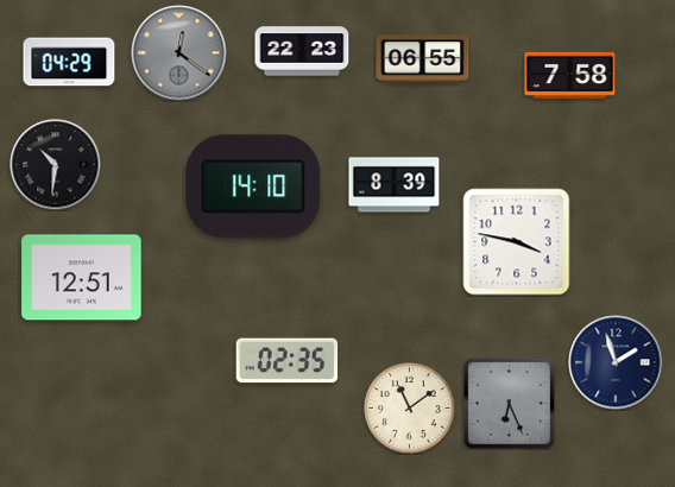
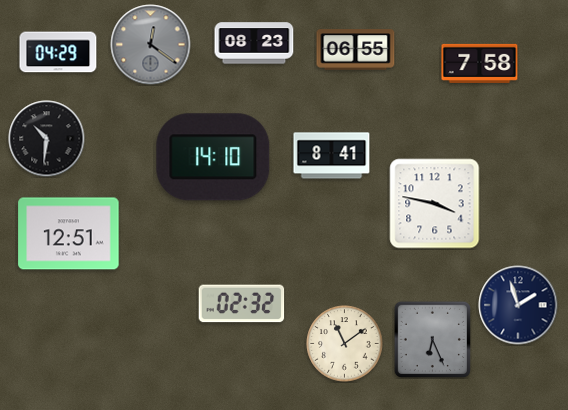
clock at (302, 51): 22:23 -> 08:23
clock at (395, 185): 8:39 -> 8:41
clock at (288, 361): 02:35 -> 02:32
clock at (509, 403) position: (509, 403) -> (432, 339)
